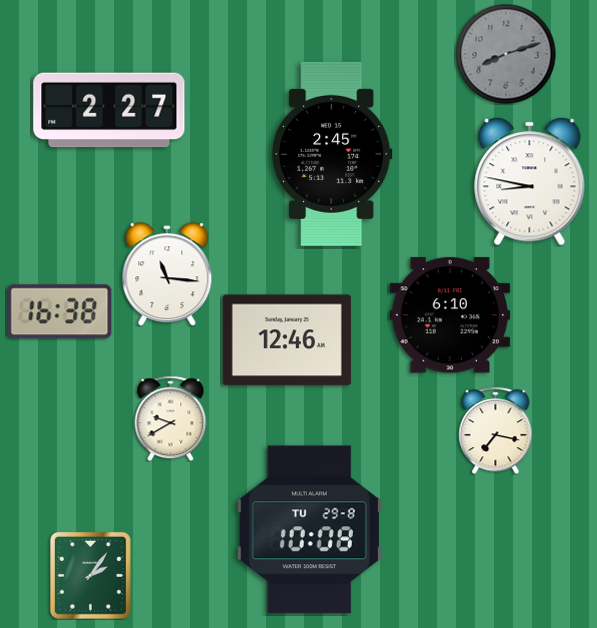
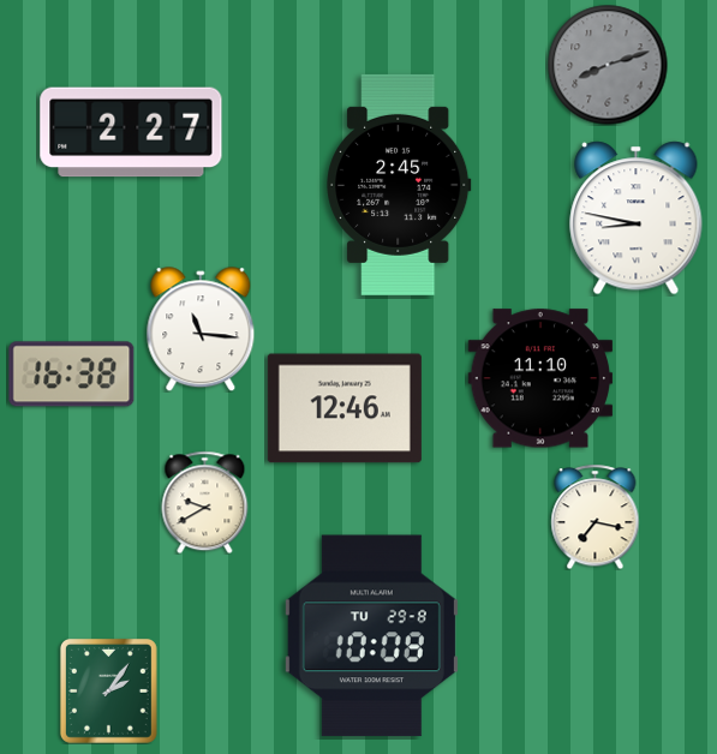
clock at (450, 315): 6:10 -> 11:10
